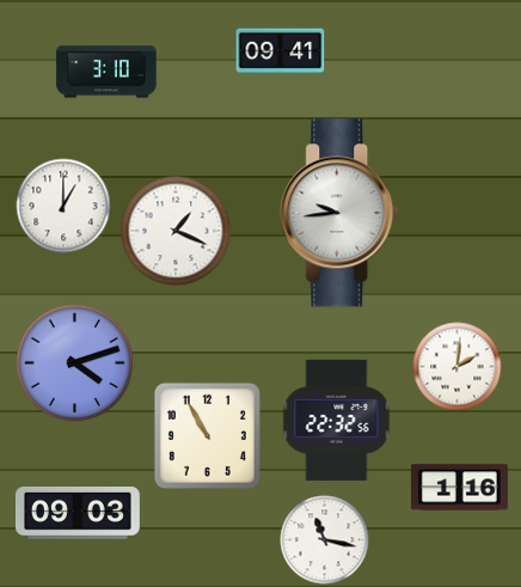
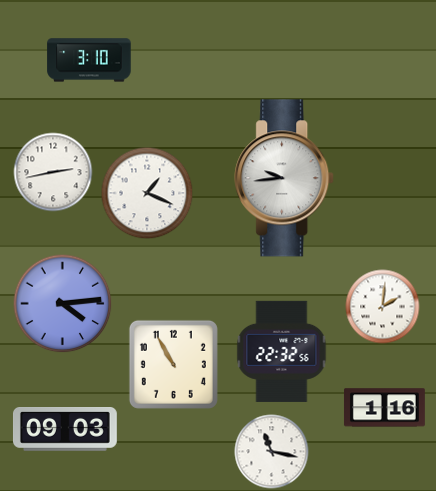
clock at (281, 51): 09:41 -> none
clock at (63, 206): 1:00 -> 2:43
clock at (75, 363): 4:12 -> 4:14
